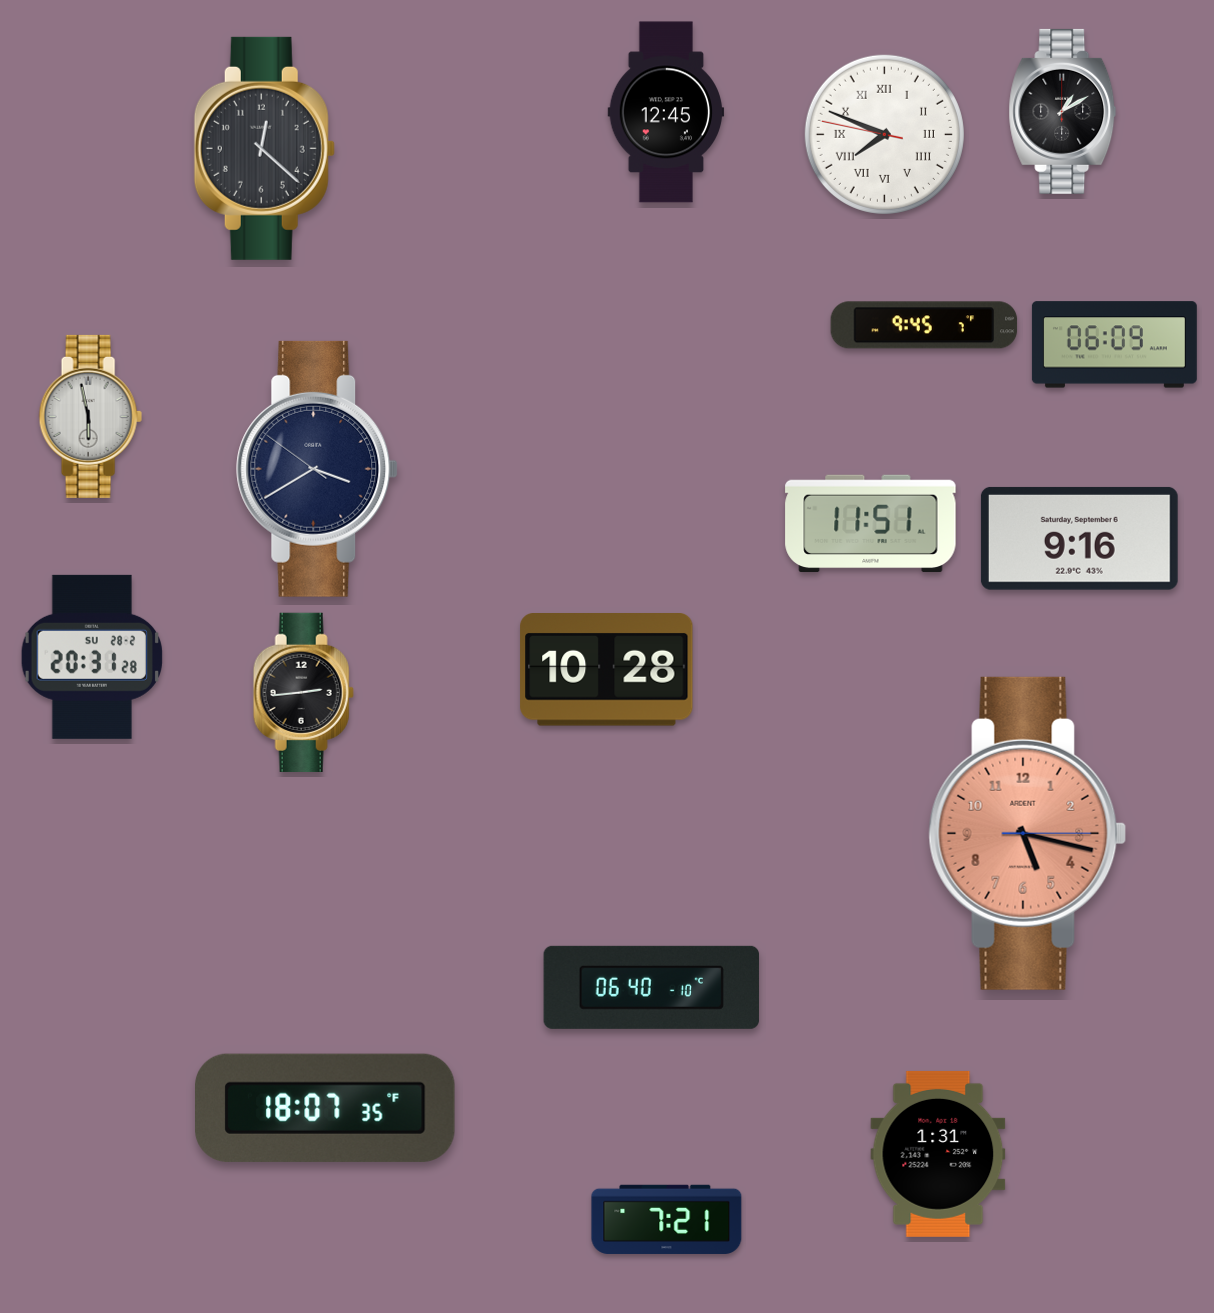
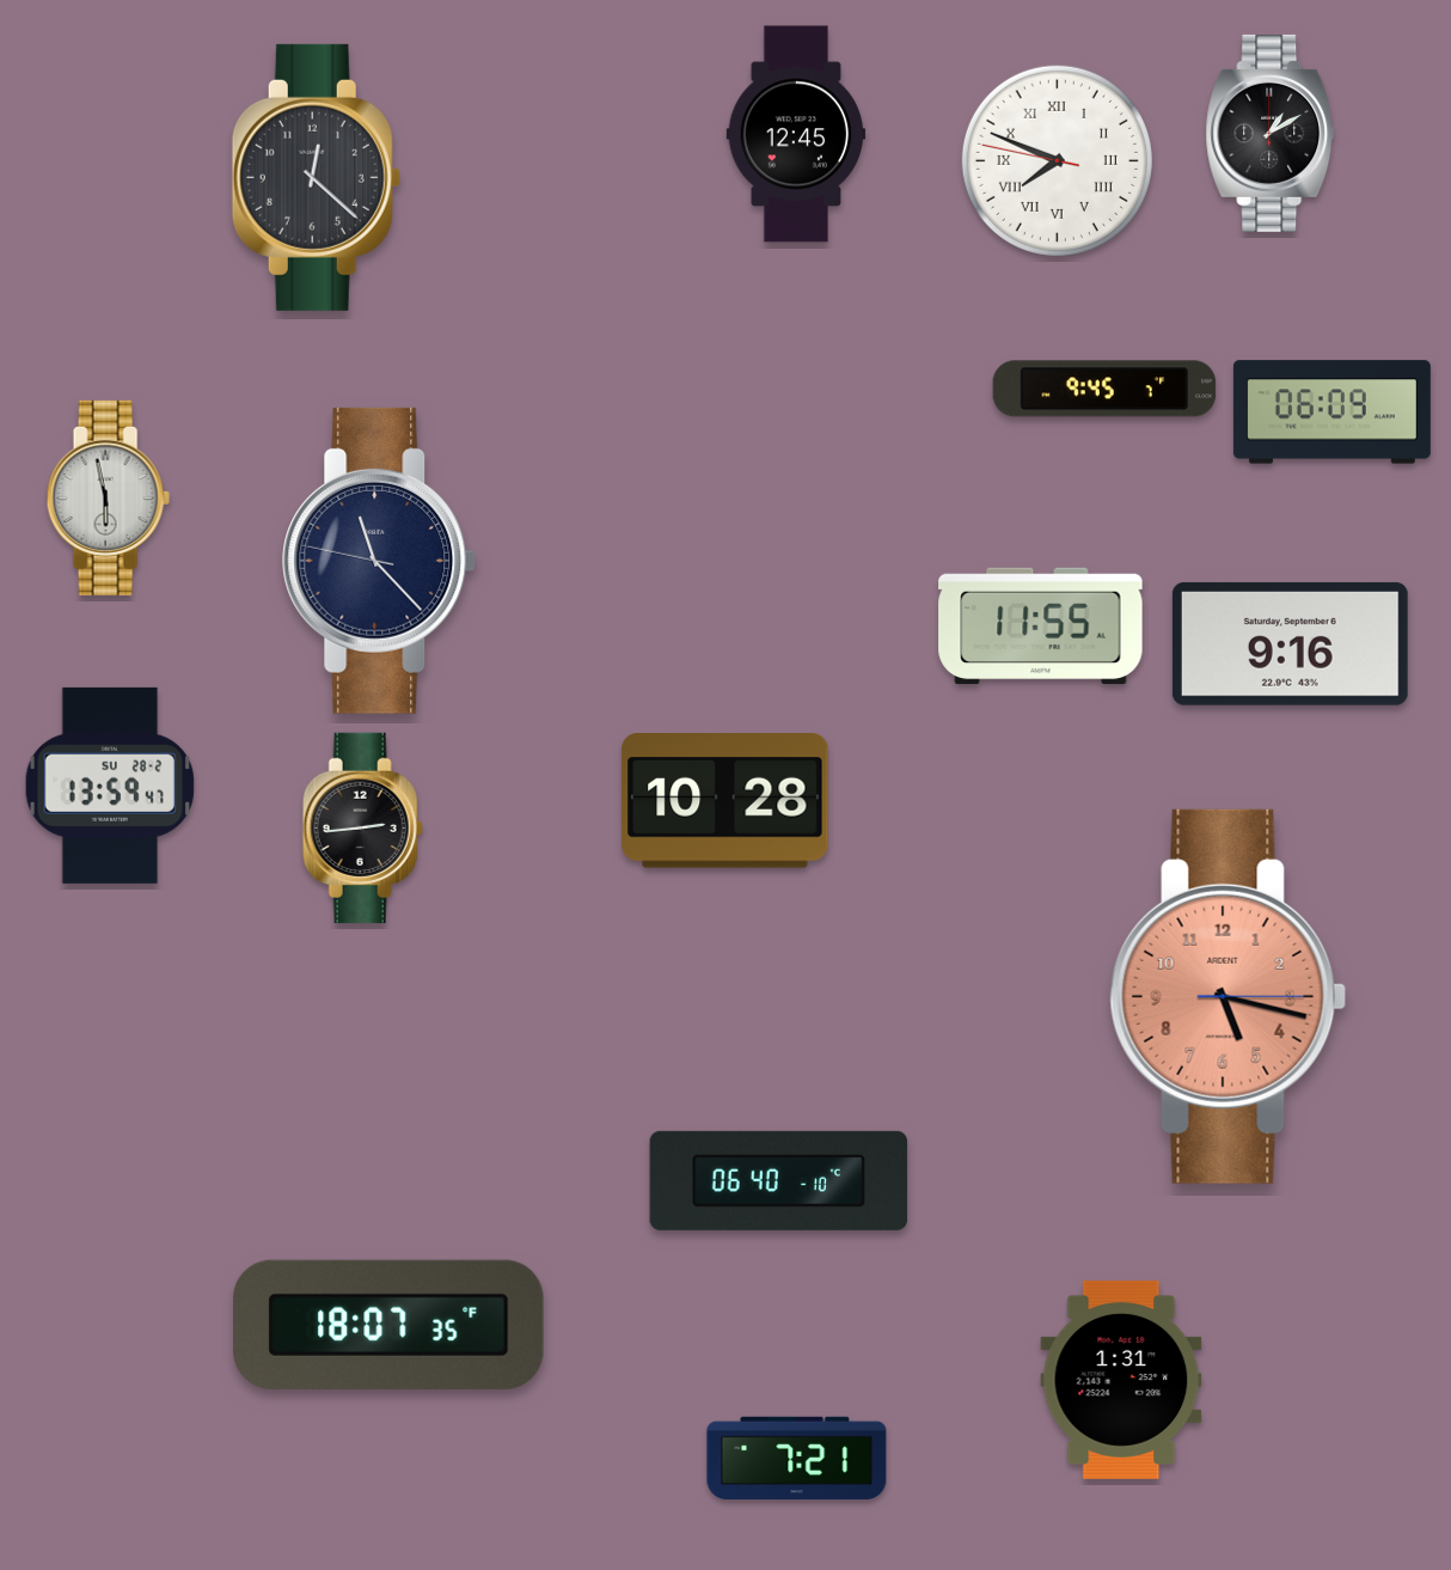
clock at (317, 469): 3:39 -> 11:22
clock at (871, 524): 11:51 -> 11:55
clock at (91, 657): 20:31 -> 13:59
